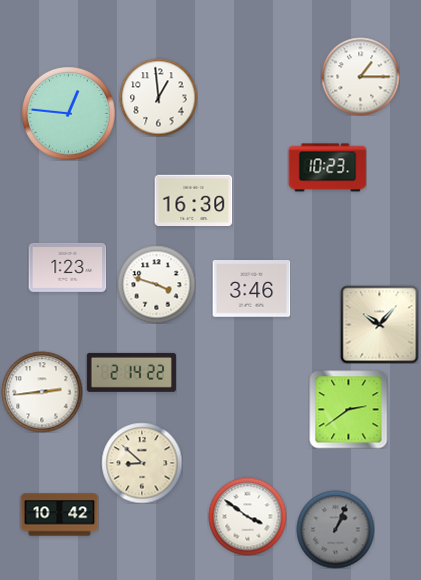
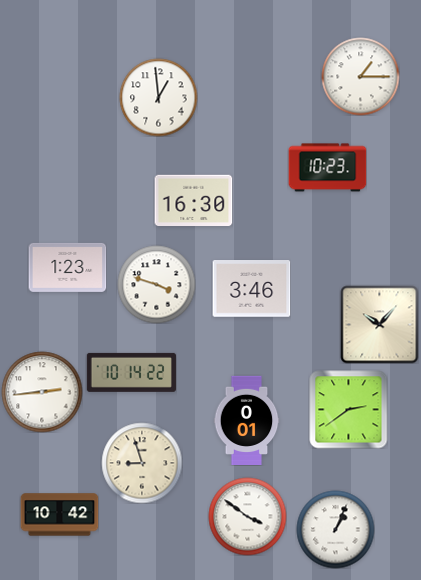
clock at (69, 114): 12:46 -> none
clock at (131, 372): 2:14 -> 10:14
clock at (247, 420): none -> 0:01
clock at (142, 463): 8:52 -> 8:57
clock at (335, 529) dial: grey -> white
